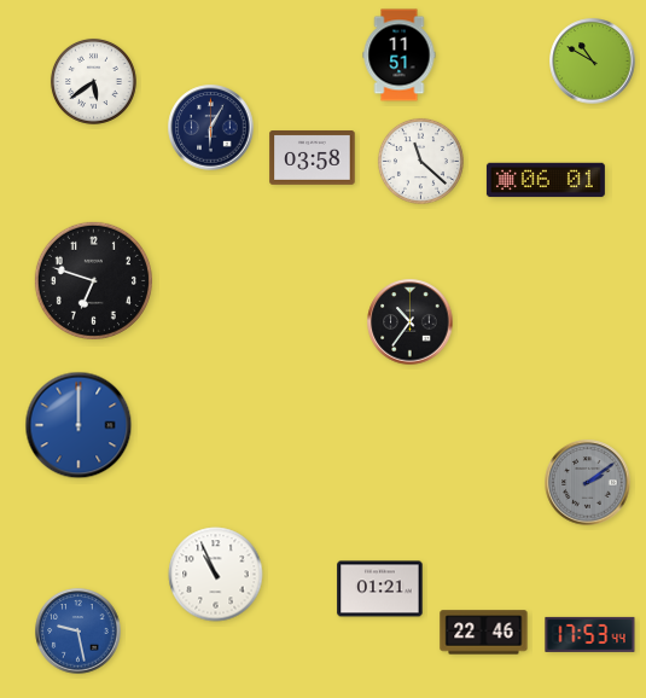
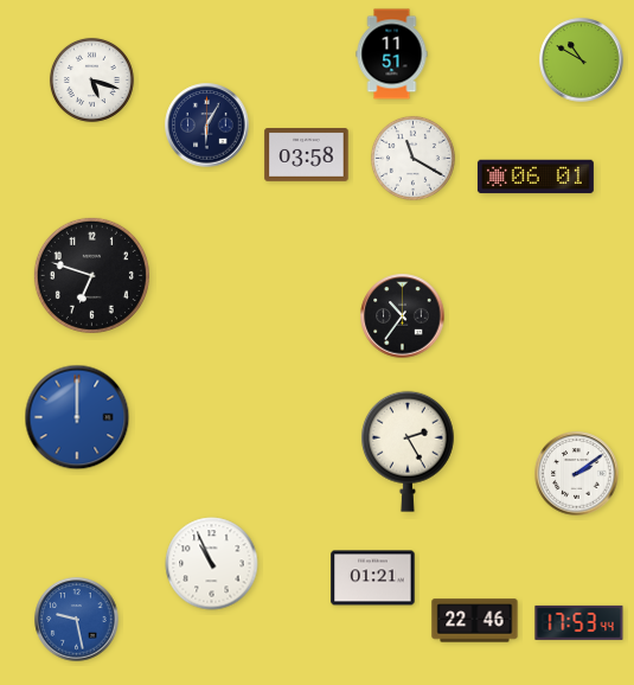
clock at (93, 81): 5:39 -> 5:18
clock at (420, 161): 11:22 -> 11:20
clock at (408, 452): none -> 2:25
clock at (588, 483) dial: grey -> white
